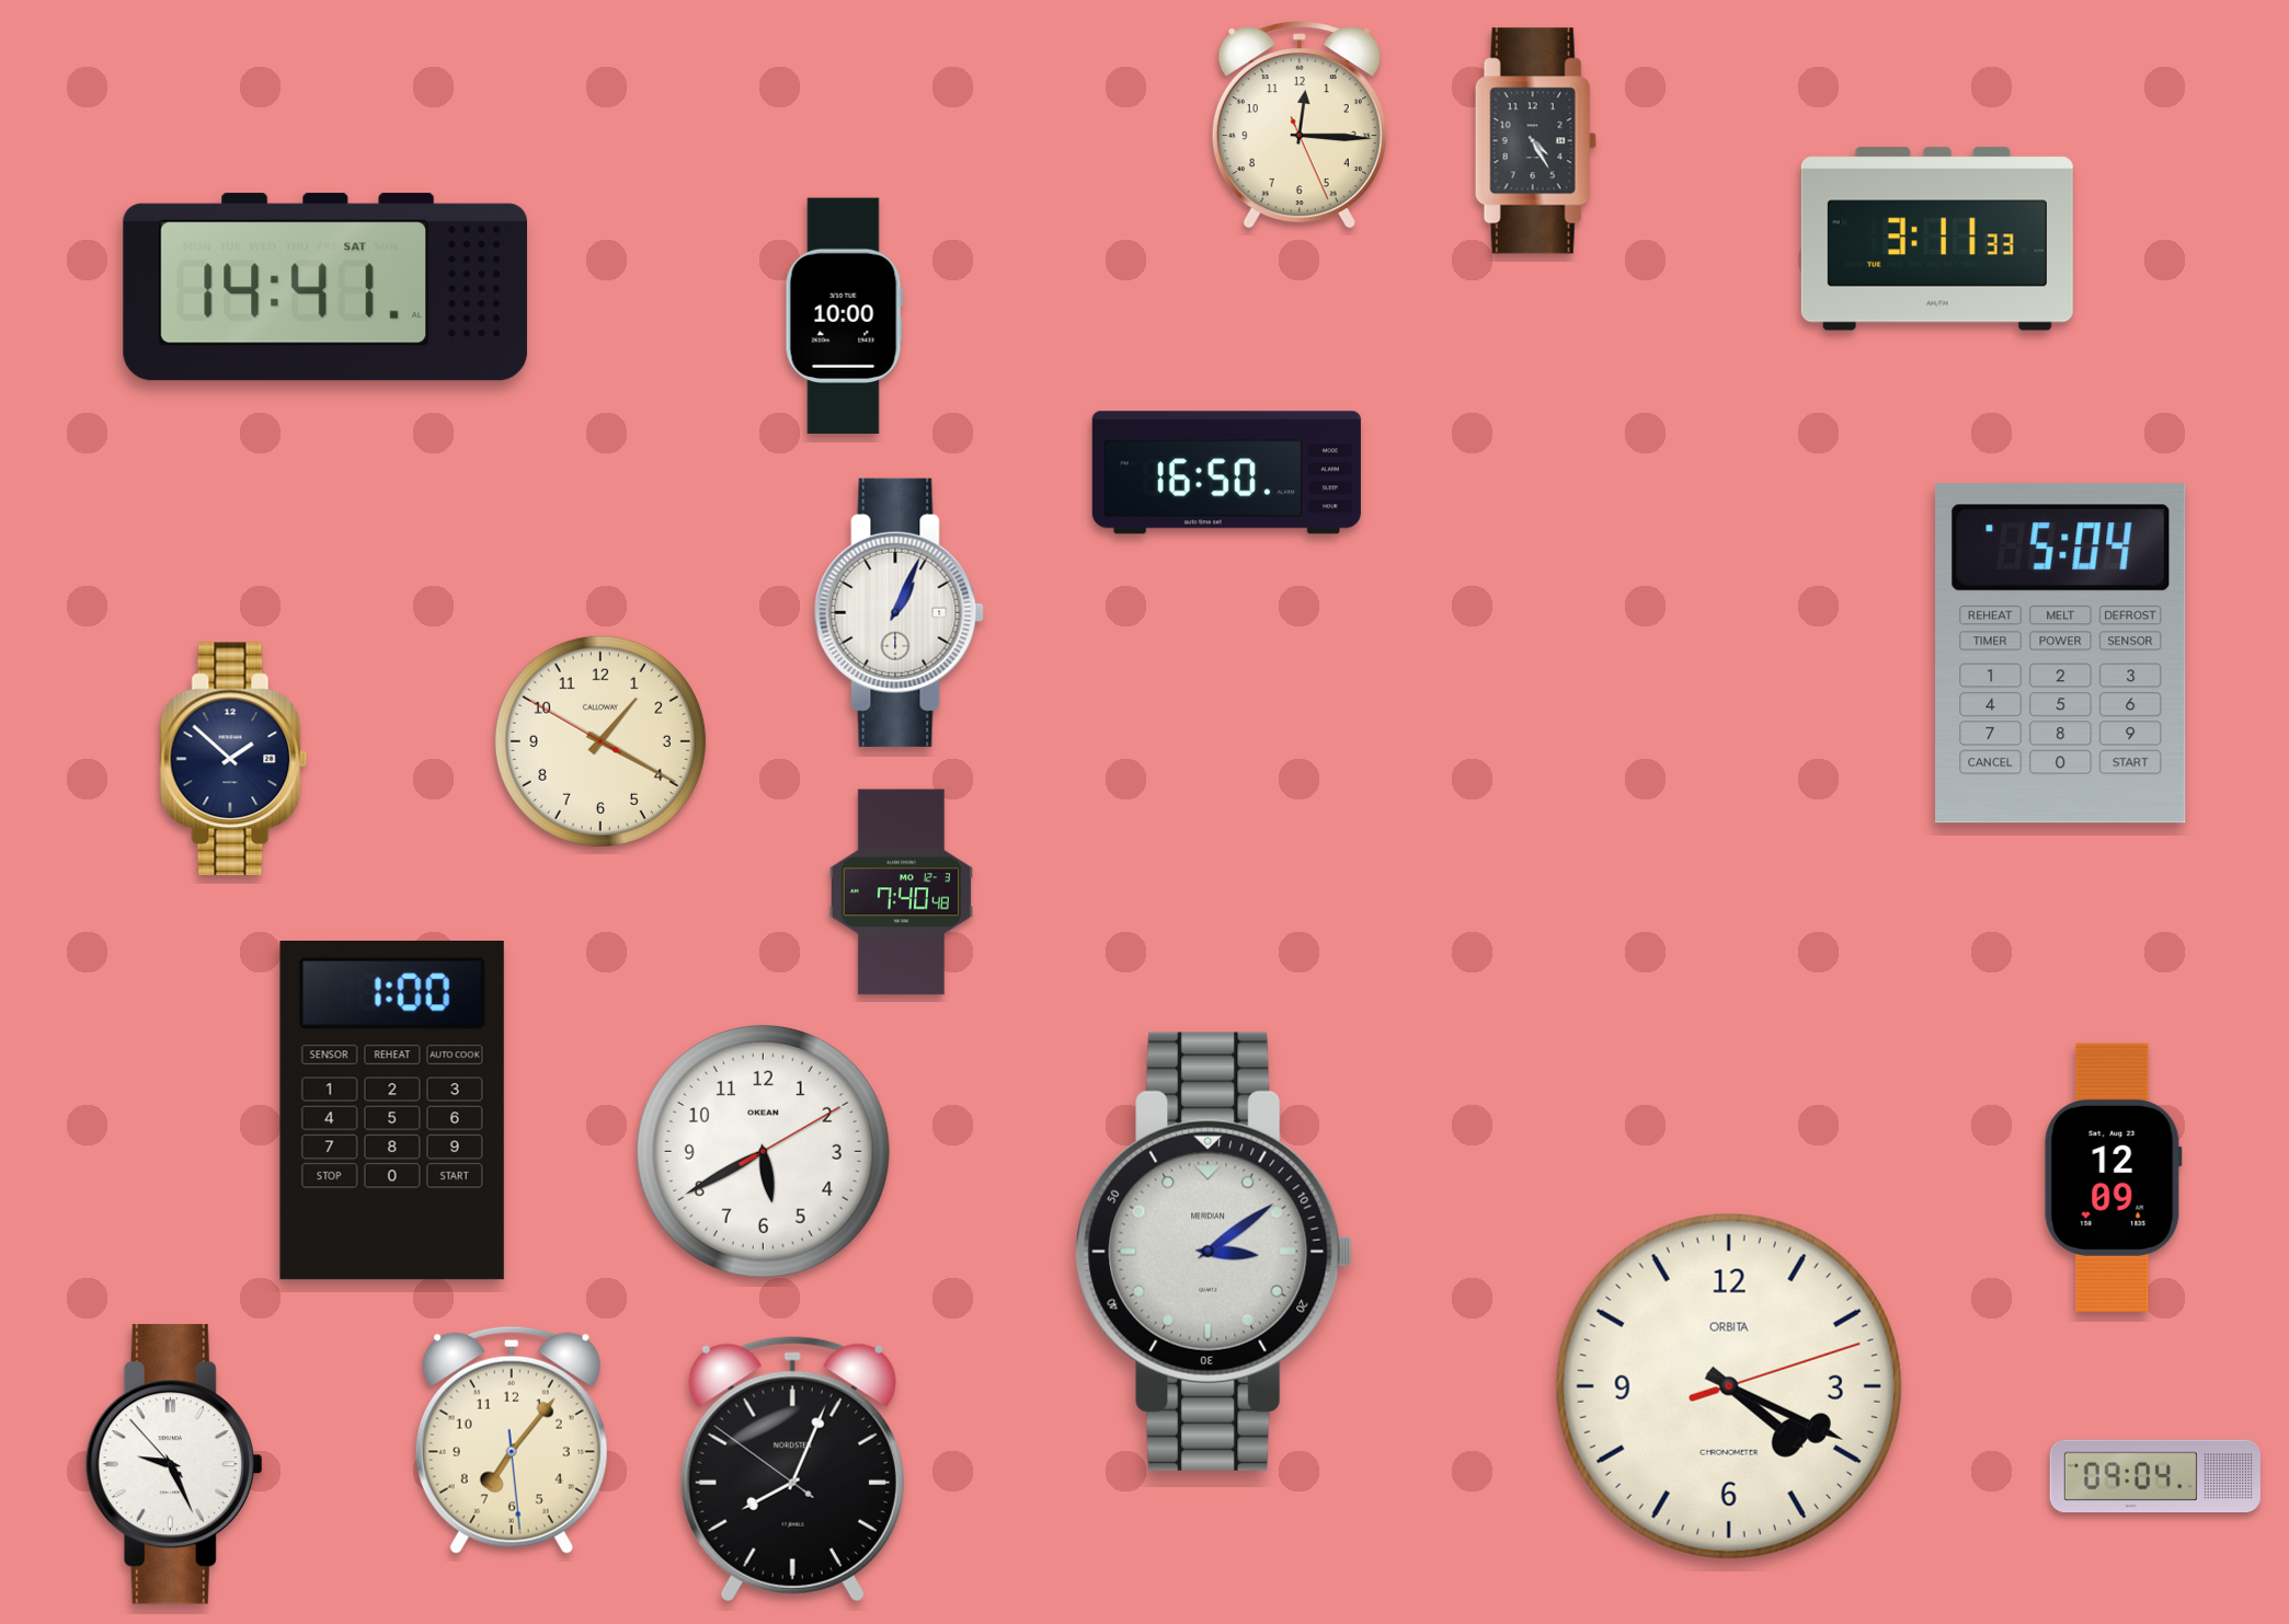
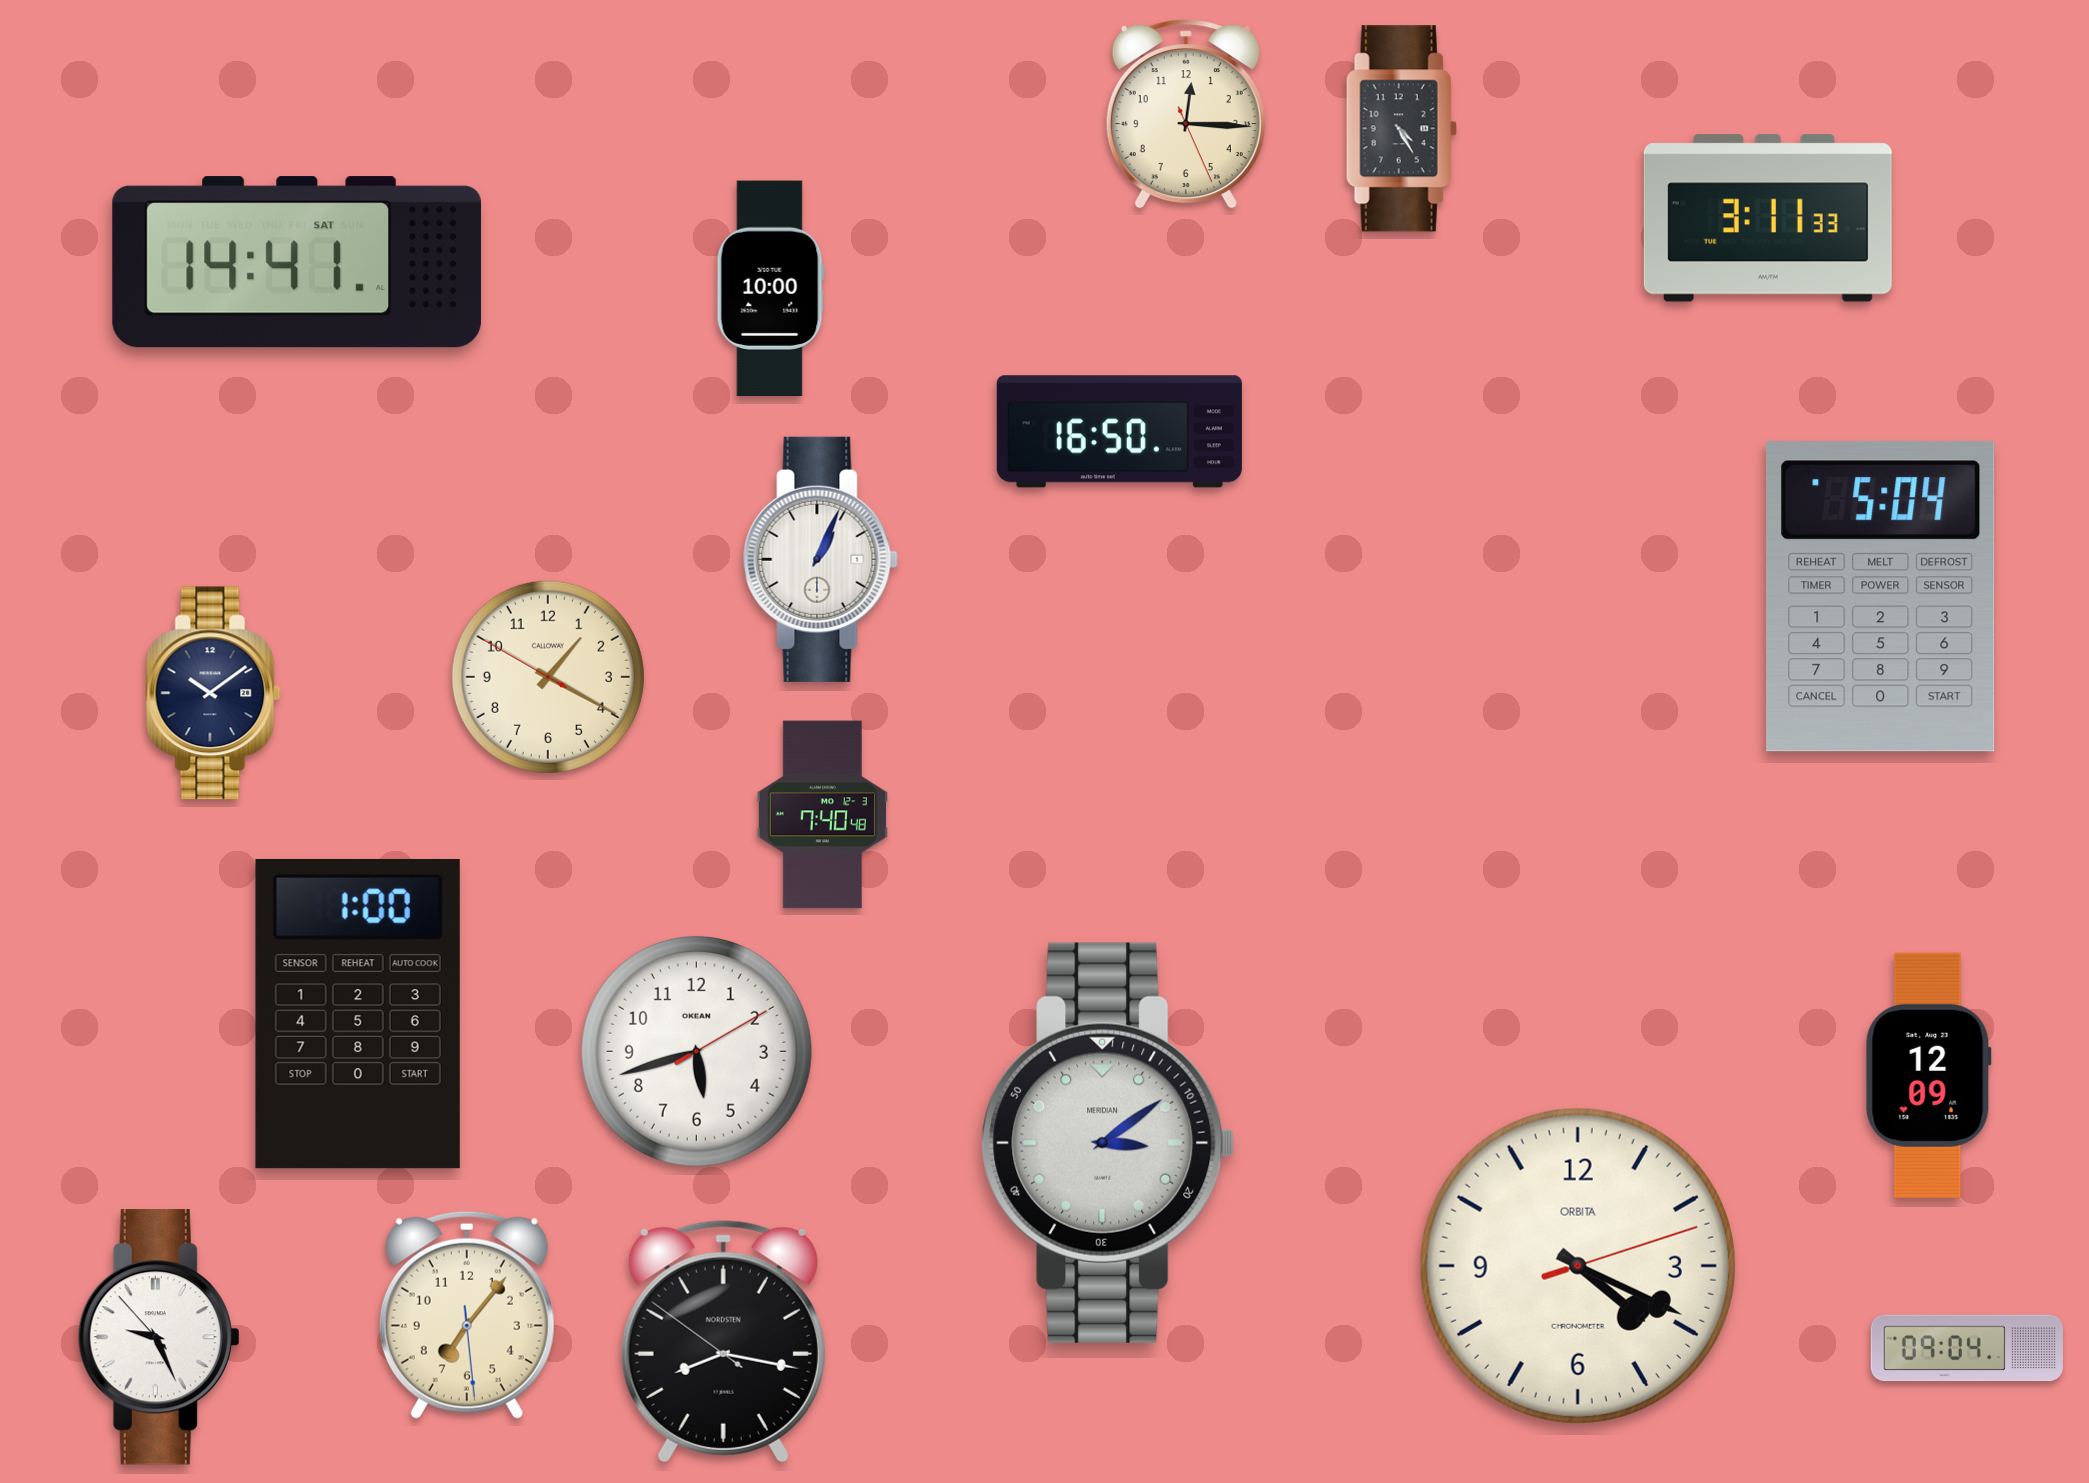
clock at (233, 759): 1:52 -> 10:09
clock at (763, 1151): 5:40 -> 5:42
clock at (792, 1468): 8:03 -> 8:16
